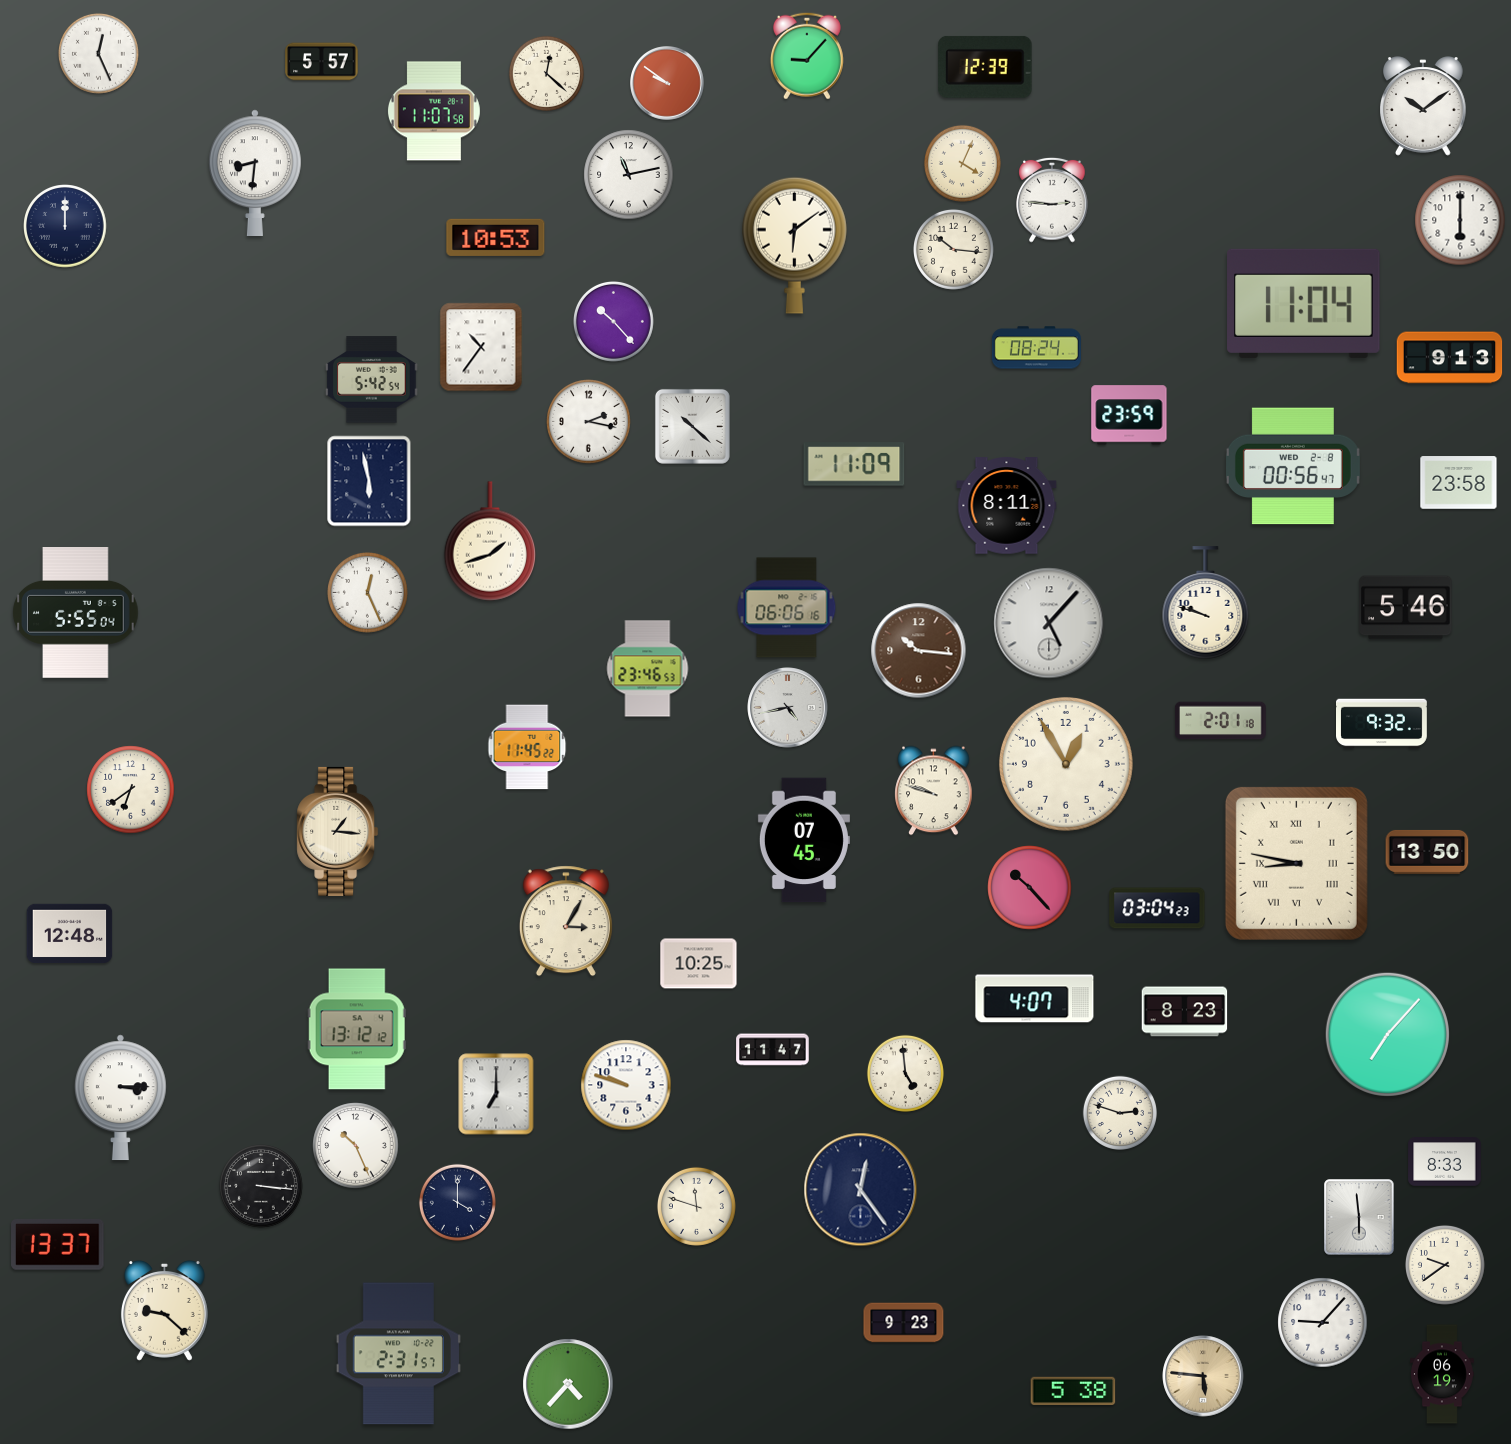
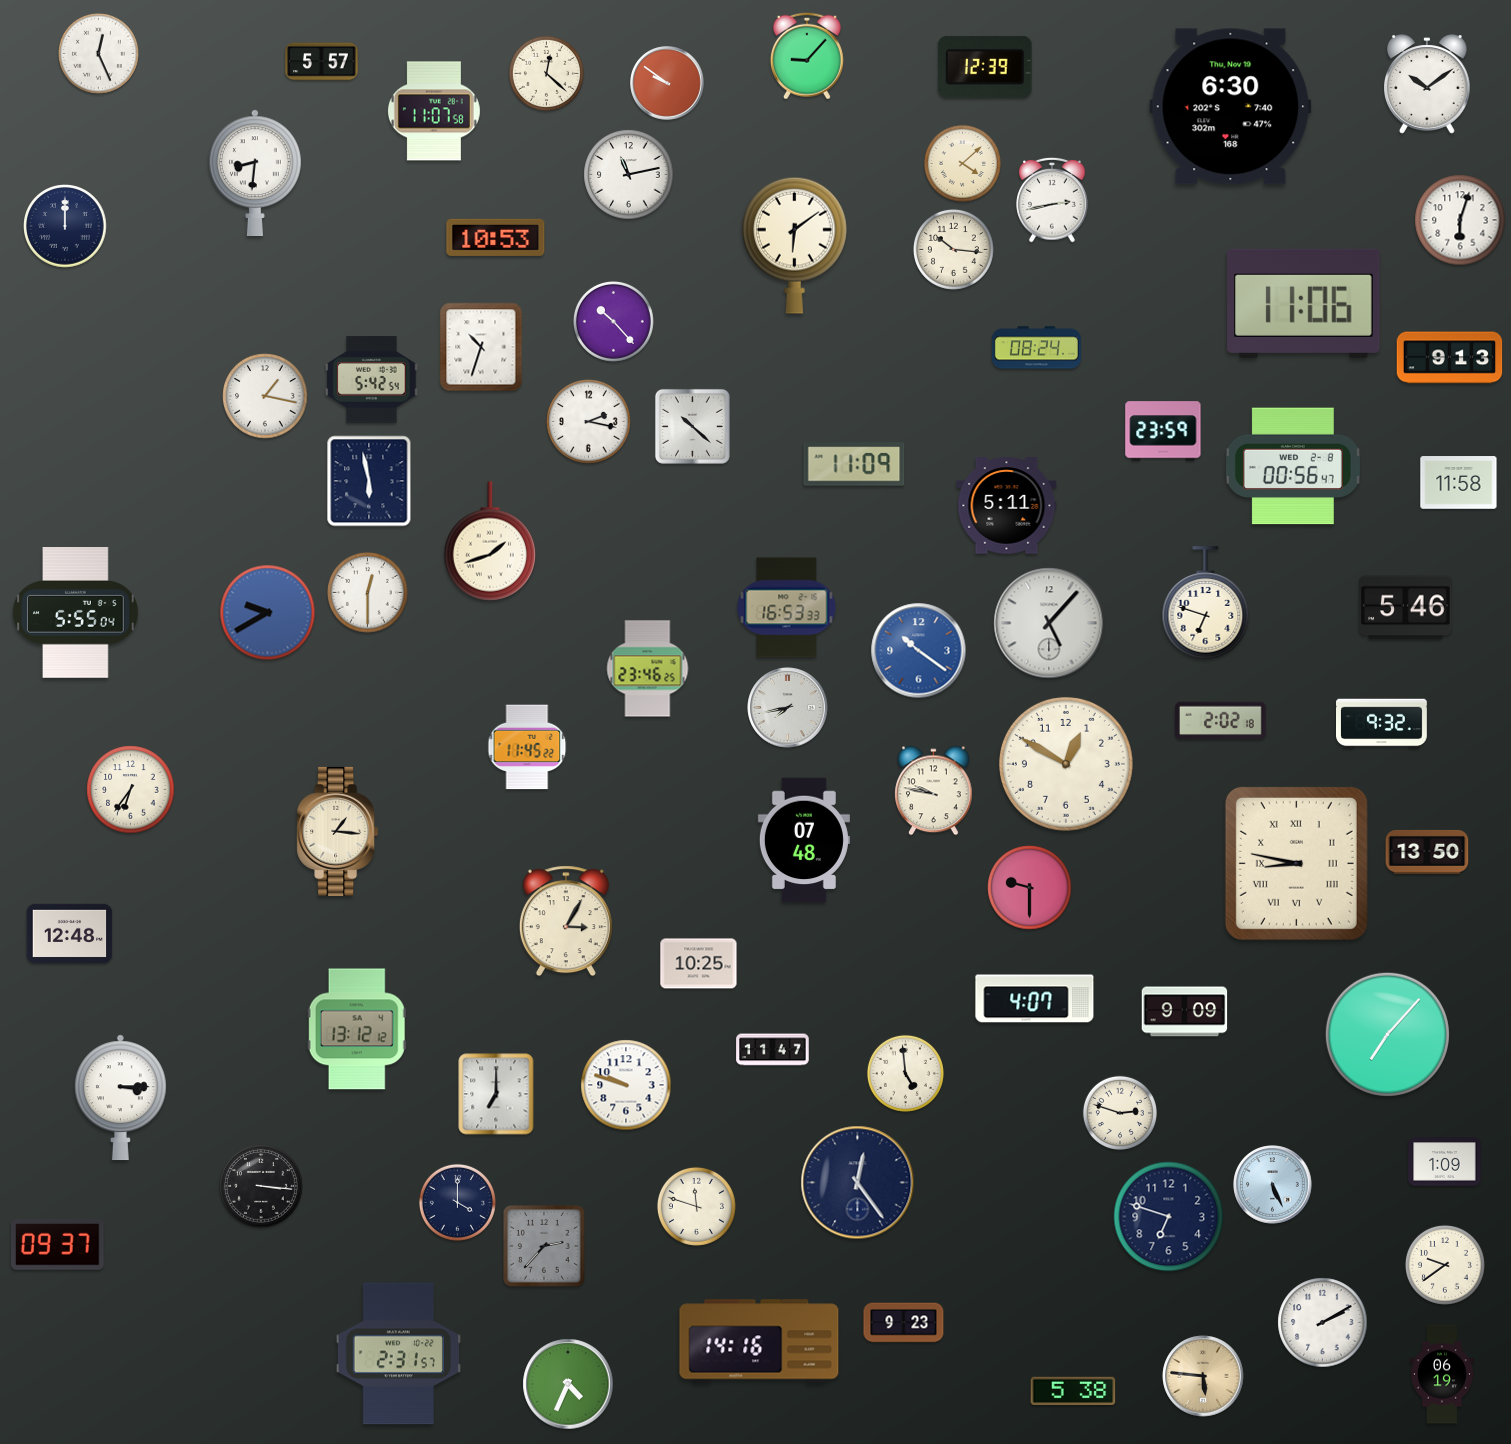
clock at (1424, 106) position: (1424, 106) -> (1428, 84)
clock at (1231, 107): none -> 6:30
clock at (962, 163): 4:04 -> 4:08
clock at (1052, 200): 2:46 -> 2:43
clock at (1460, 220): 6:00 -> 6:03
clock at (1304, 303): 11:04 -> 11:06
clock at (481, 347): 10:36 -> 10:33
clock at (265, 396): none -> 1:17
clock at (1129, 415) position: (1129, 415) -> (1163, 431)
clock at (1459, 483): 23:58 -> 11:58
clock at (1007, 506): 8:11 -> 5:11
clock at (367, 592): 12:26 -> 12:30
clock at (1206, 603): 9:48 -> 6:48
clock at (787, 608): 06:06 -> 16:53
clock at (268, 613): none -> 9:40
clock at (919, 651): 10:16 -> 10:21
clock at (919, 651) dial: brown -> blue
clock at (648, 669): 23:46:53 -> 23:46:25
clock at (788, 708): 4:43 -> 7:43
clock at (1220, 721): 2:01 -> 2:02
clock at (1066, 764): 12:55 -> 12:50
clock at (131, 790): 6:39 -> 6:36
clock at (934, 791): 9:48 -> 9:47
clock at (804, 840): 07:45 -> 07:48
clock at (1030, 888): 10:23 -> 9:30
clock at (1157, 908): 03:04 -> none
clock at (1185, 1012): 8:23 -> 9:09
clock at (356, 1146): 10:26 -> none
clock at (1445, 1162): 8:33 -> 1:09
clock at (1273, 1185): none -> 5:26
clock at (861, 1190) position: (861, 1190) -> (858, 1183)
clock at (1169, 1217): none -> 6:48
clock at (1359, 1217): 5:59 -> none
clock at (58, 1244): 13:37 -> 09:37
clock at (545, 1247): none -> 2:37
clock at (164, 1310): 9:22 -> none
clock at (1323, 1323): 9:07 -> 2:10
clock at (759, 1341): none -> 14:16
clock at (568, 1384): 4:37 -> 4:34
